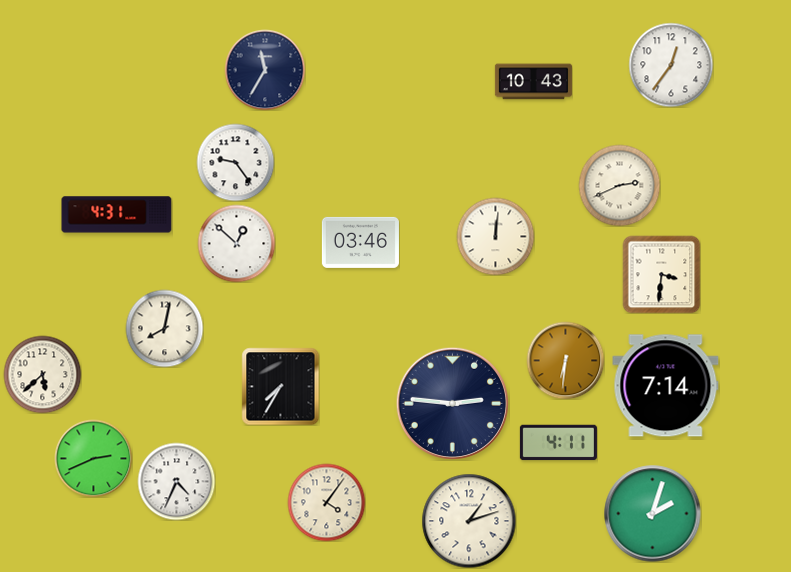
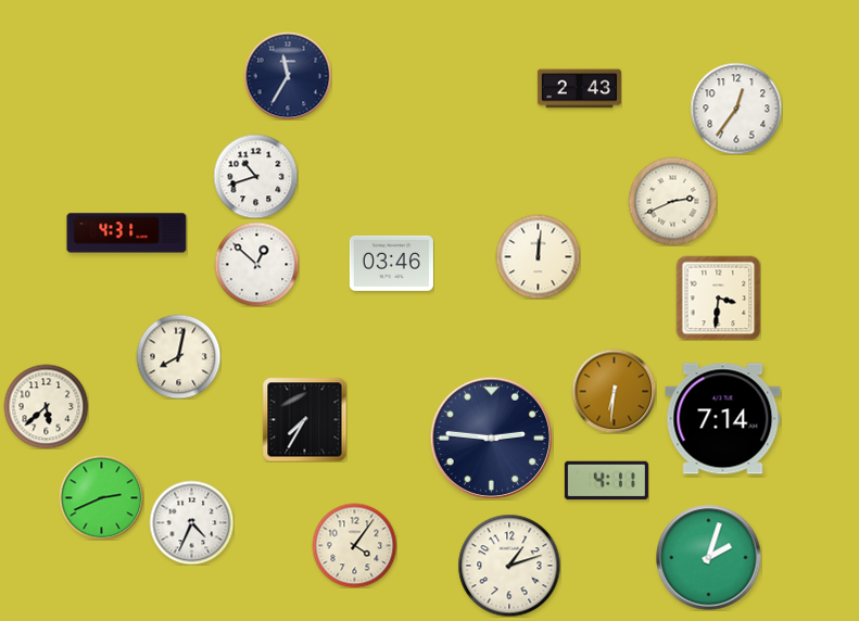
clock at (671, 65) position: (671, 65) -> (736, 109)
clock at (533, 82): 10:43 -> 2:43
clock at (235, 162): 9:24 -> 10:42
